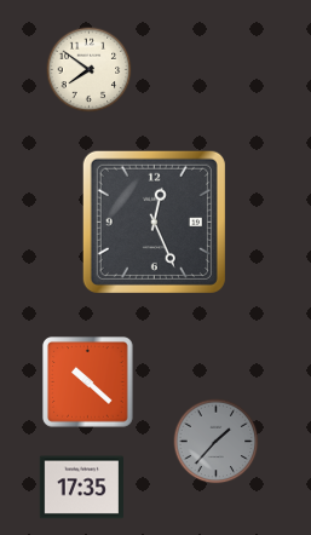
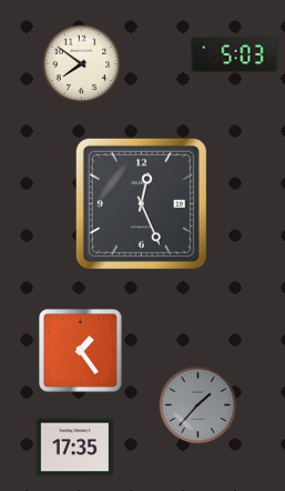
clock at (235, 56): none -> 5:03
clock at (88, 382): 10:22 -> 1:24
